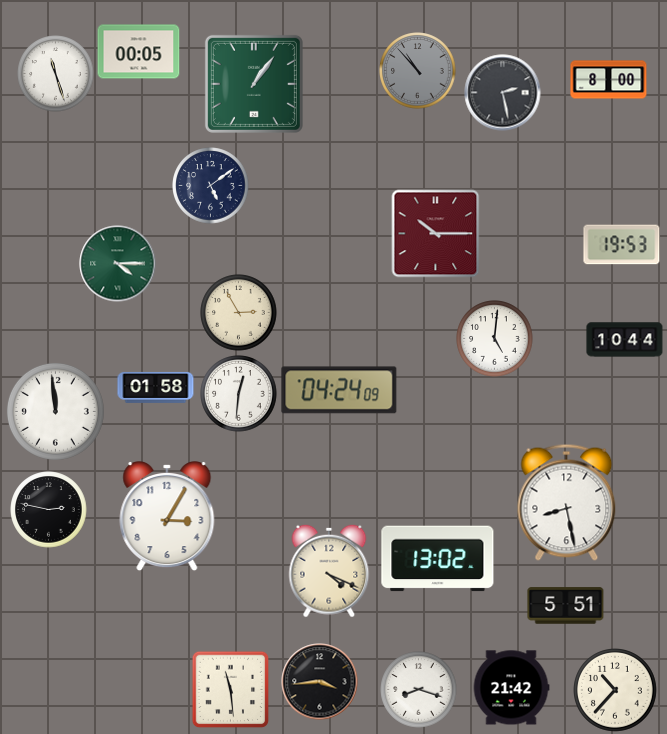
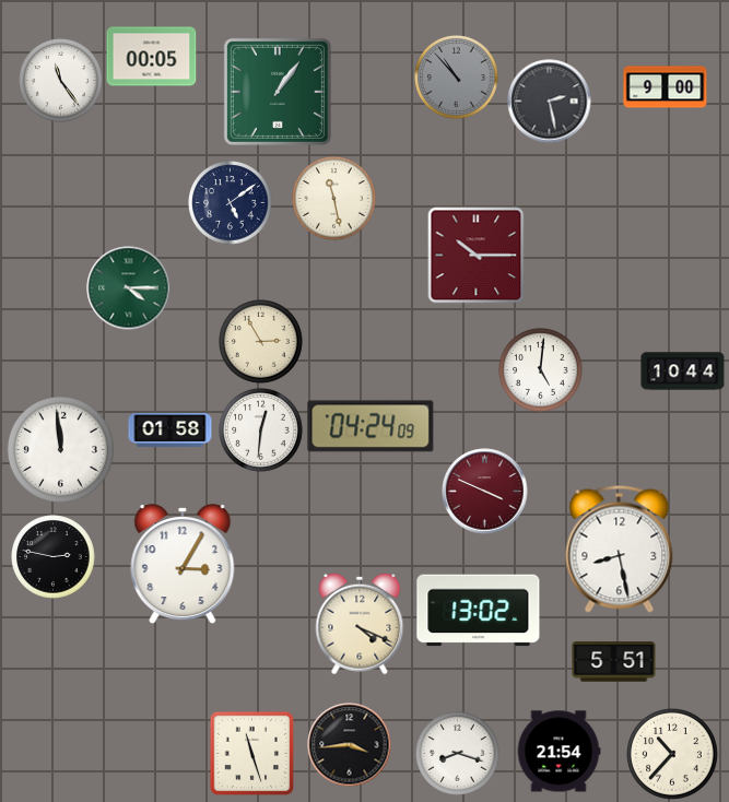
clock at (56, 74): 11:27 -> 11:24
clock at (609, 80): 8:00 -> 9:00
clock at (334, 199): none -> 11:28
clock at (622, 245): 19:53 -> none
clock at (156, 387) position: (156, 387) -> (171, 429)
clock at (485, 492): none -> 3:49
clock at (566, 606) position: (566, 606) -> (614, 662)
clock at (511, 688): 21:42 -> 21:54
clock at (230, 689): 11:29 -> 11:27
